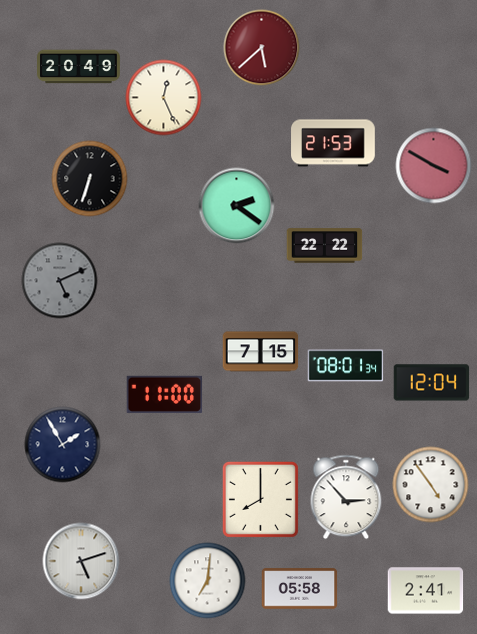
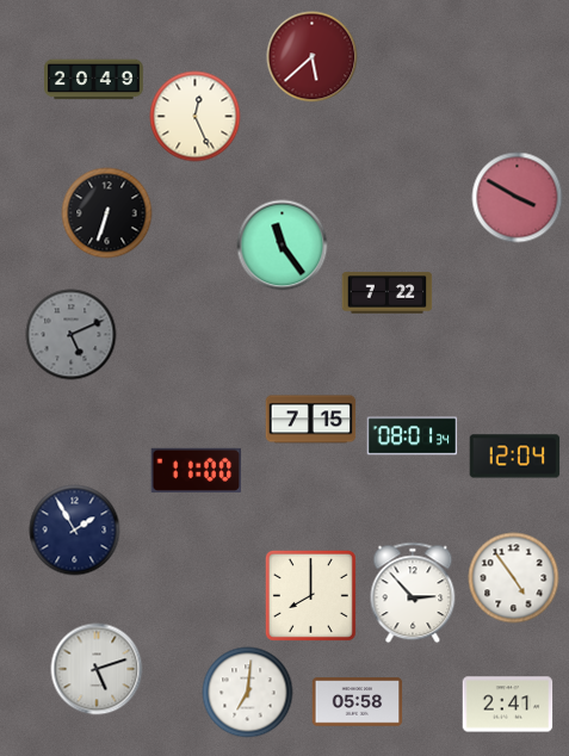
clock at (333, 143): 21:53 -> none
clock at (237, 206): 2:21 -> 11:24
clock at (325, 246): 22:22 -> 7:22
